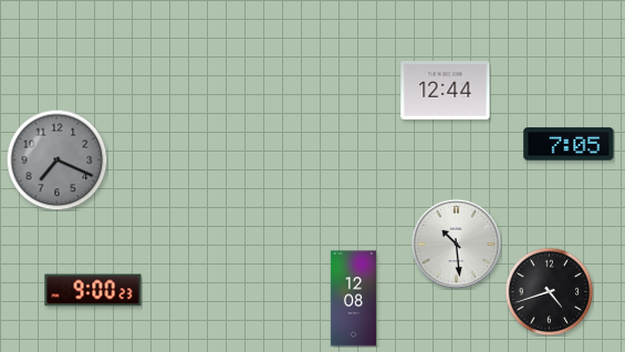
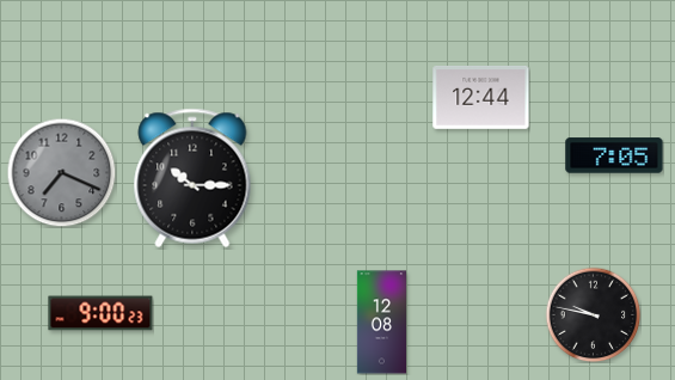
clock at (192, 178): none -> 10:15
clock at (456, 244): 10:29 -> none
clock at (549, 291): 4:42 -> 9:47
